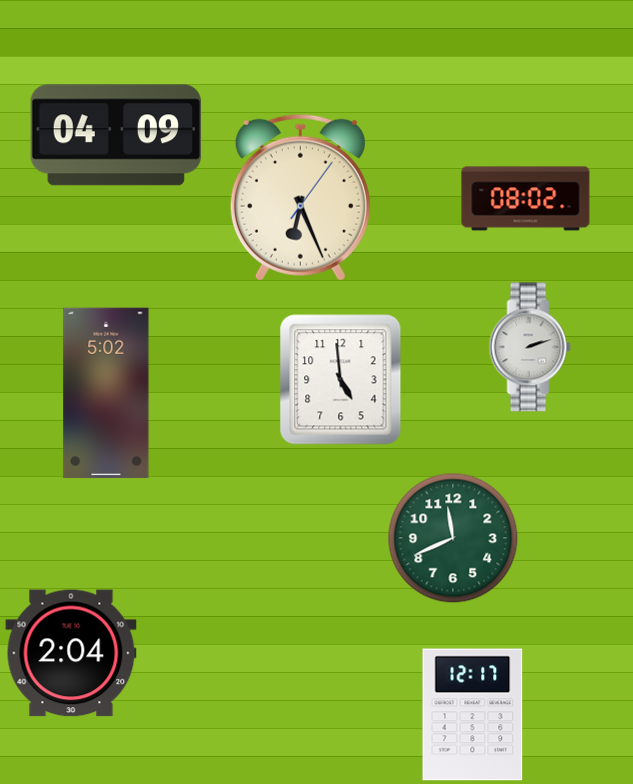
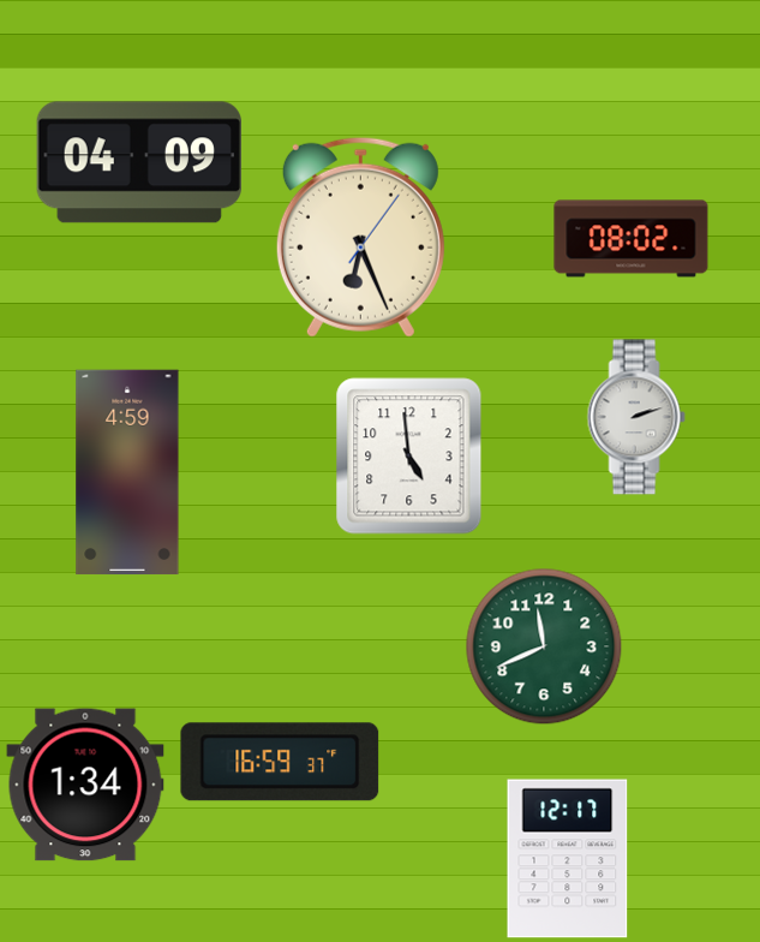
clock at (106, 393): 5:02 -> 4:59
clock at (280, 762): none -> 16:59
clock at (71, 653): 2:04 -> 1:34
